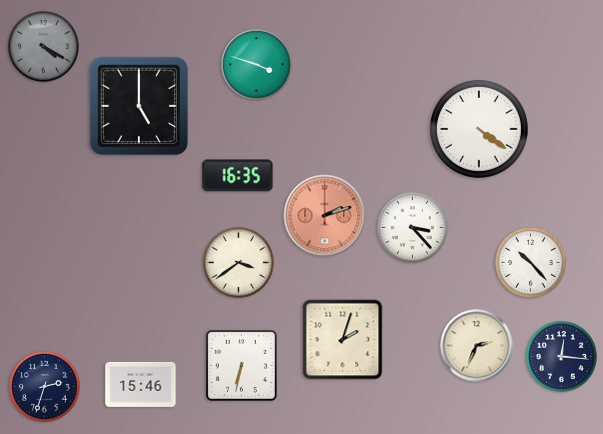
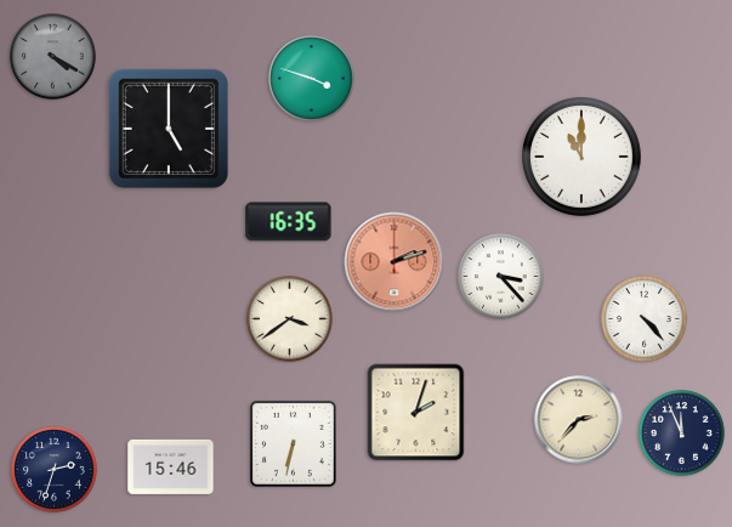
clock at (480, 130): 4:21 -> 11:00
clock at (238, 176) position: (238, 176) -> (289, 222)
clock at (531, 263): 10:23 -> 4:23
clock at (477, 346): 2:34 -> 2:37
clock at (562, 357): 12:16 -> 11:56
